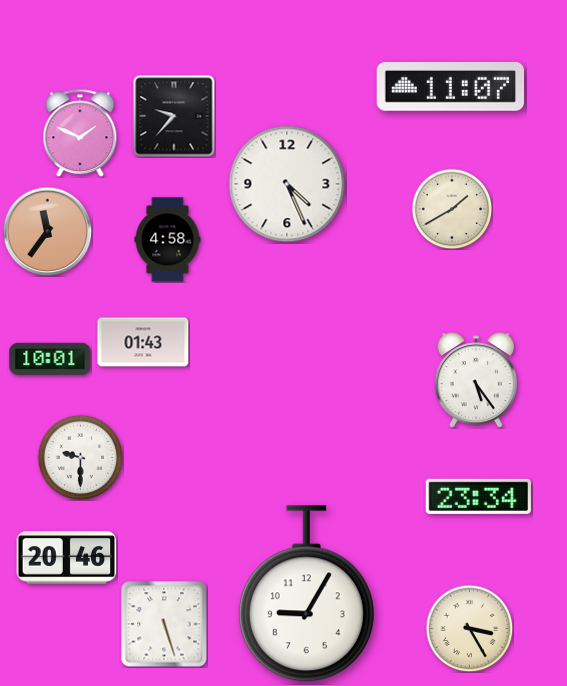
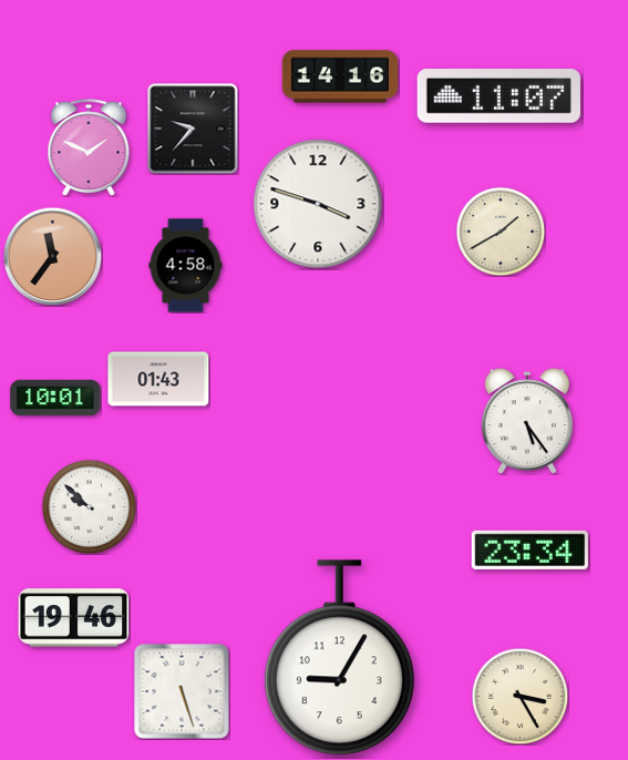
clock at (340, 76): none -> 14:16
clock at (287, 184): 4:26 -> 3:48
clock at (80, 457): 9:30 -> 9:52
clock at (67, 558): 20:46 -> 19:46
